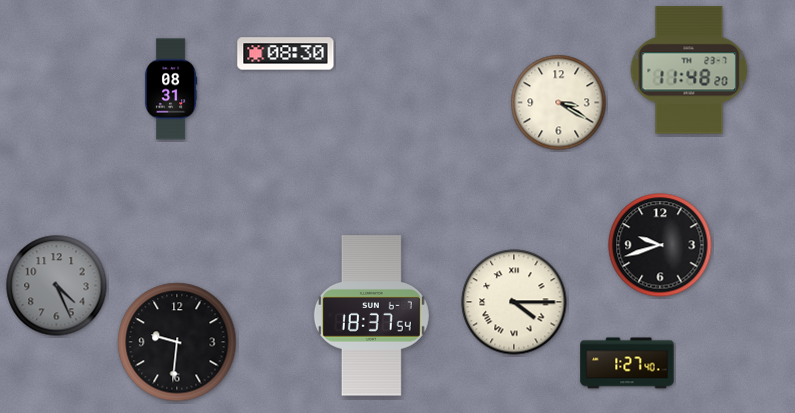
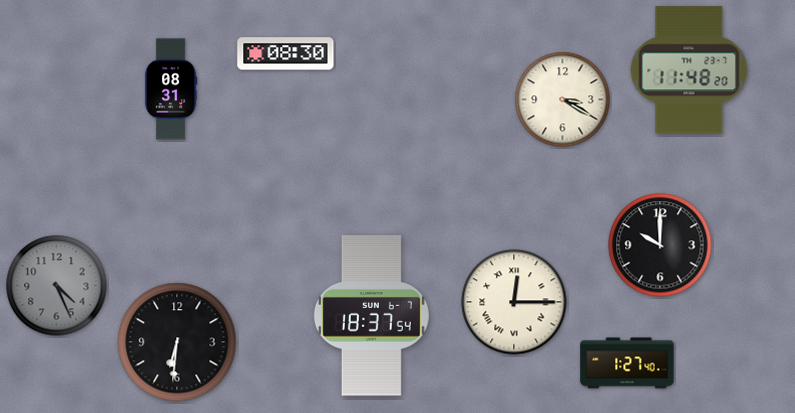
clock at (559, 103) position: (559, 103) -> (563, 100)
clock at (660, 245): 9:42 -> 10:00
clock at (514, 302): 4:15 -> 12:15
clock at (177, 342): 9:31 -> 6:31
